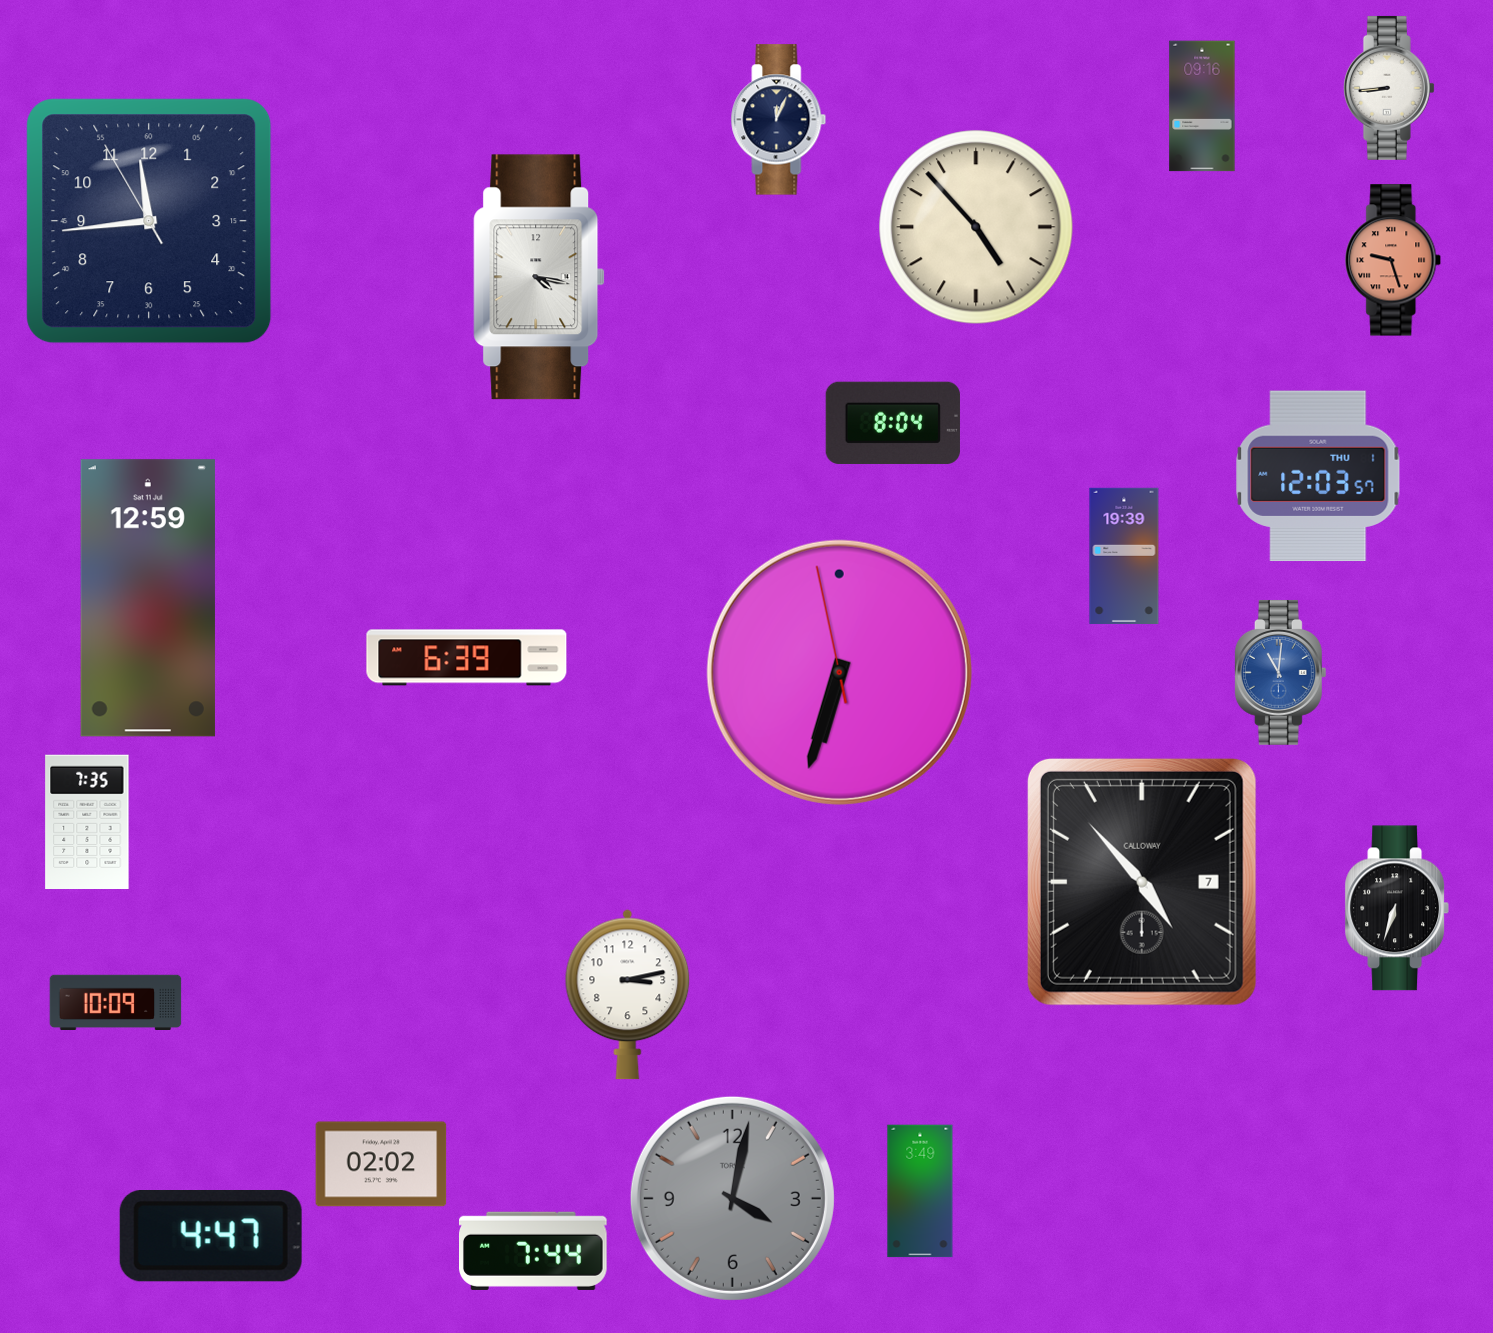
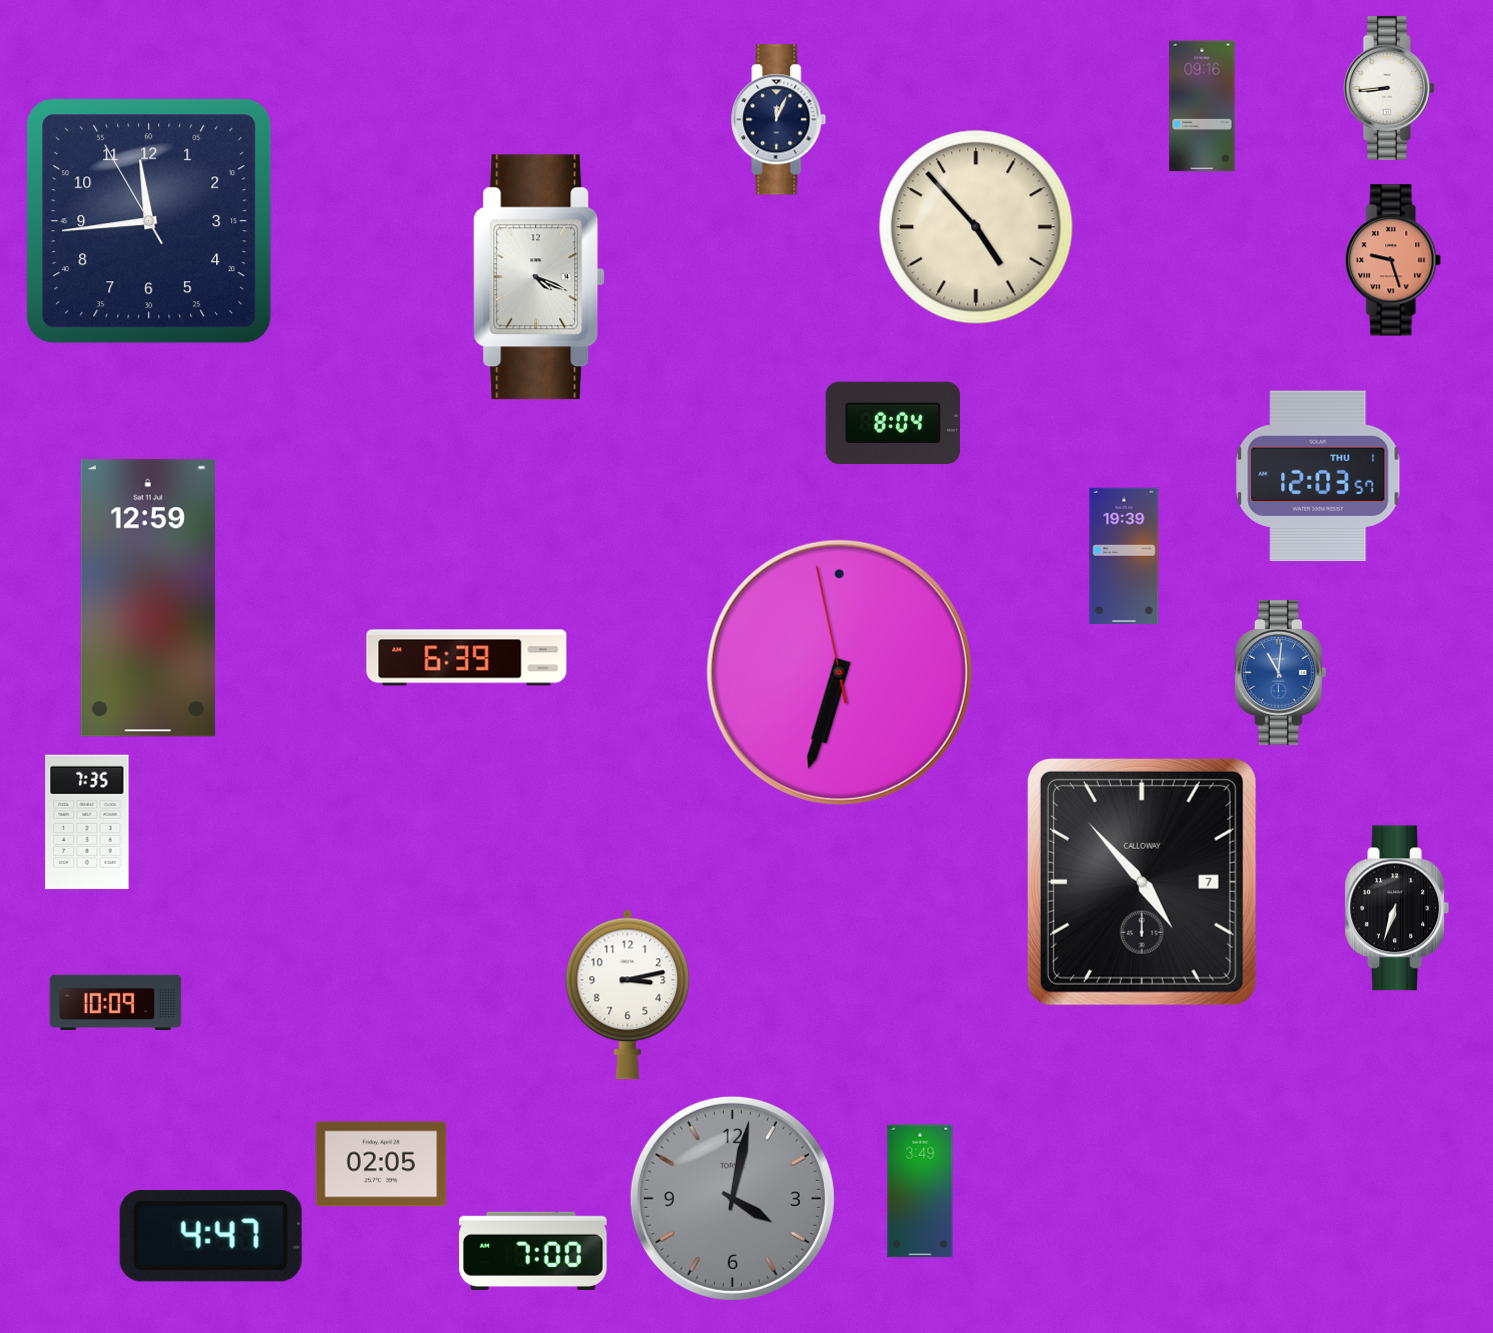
clock at (539, 277): 4:17 -> 4:19
clock at (381, 1164): 02:02 -> 02:05
clock at (534, 1251): 7:44 -> 7:00
